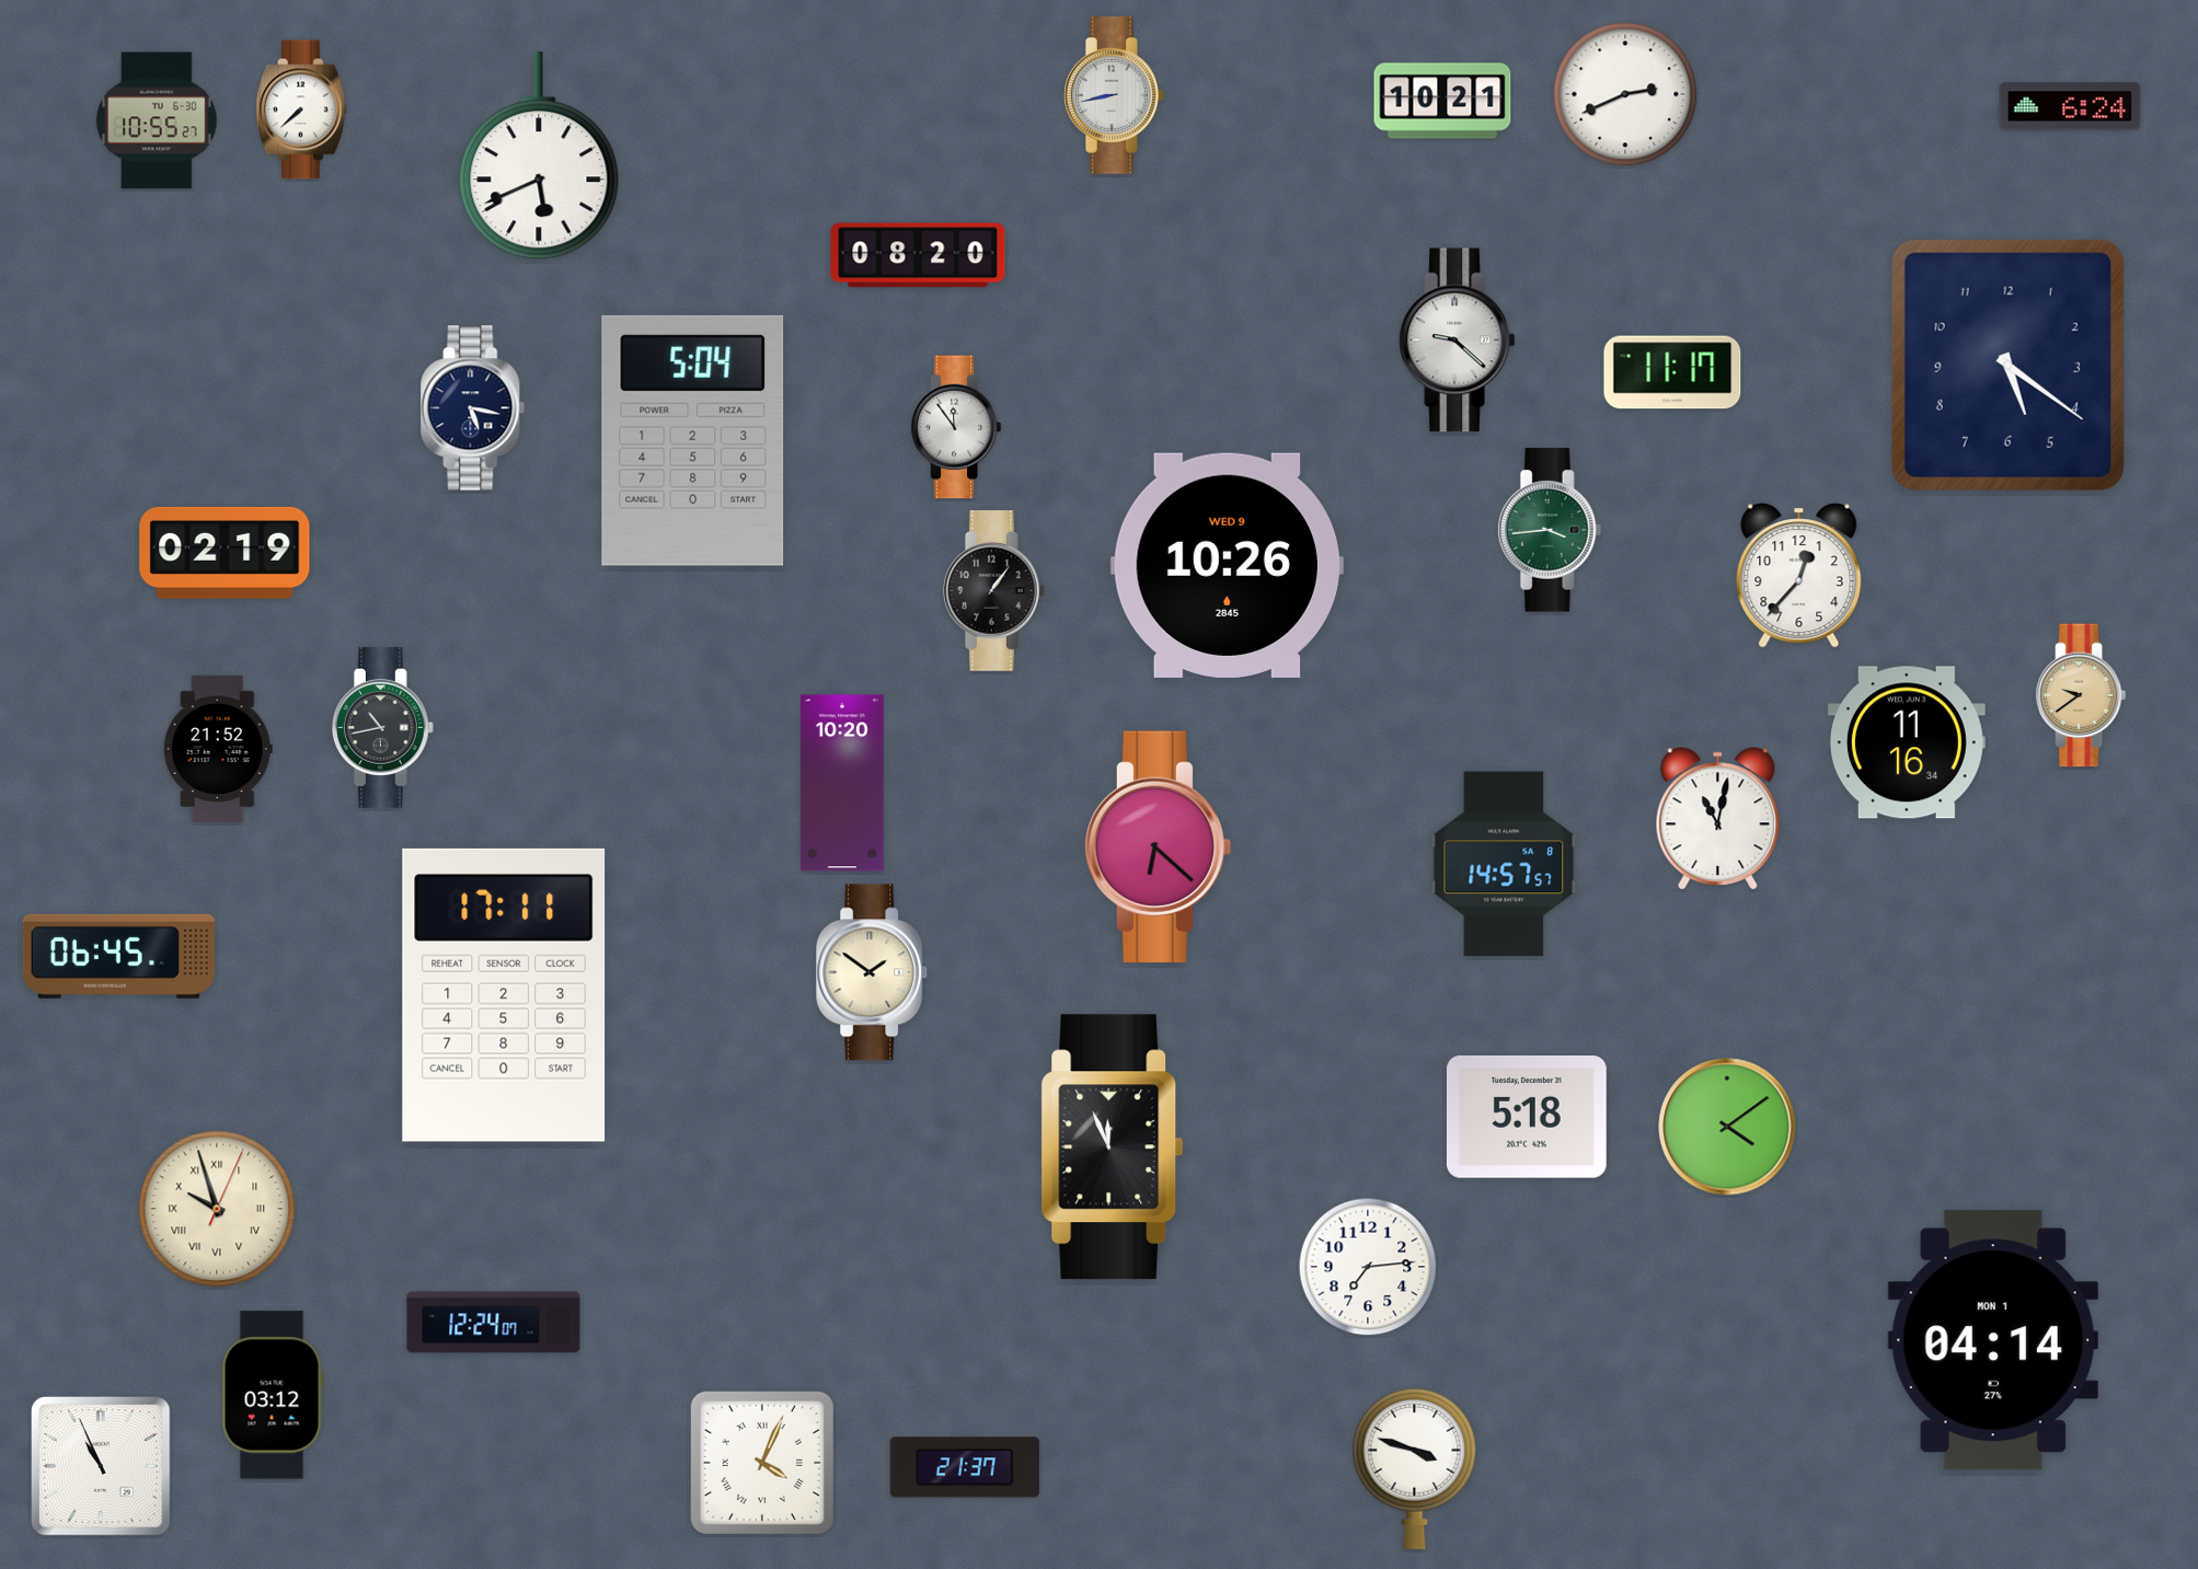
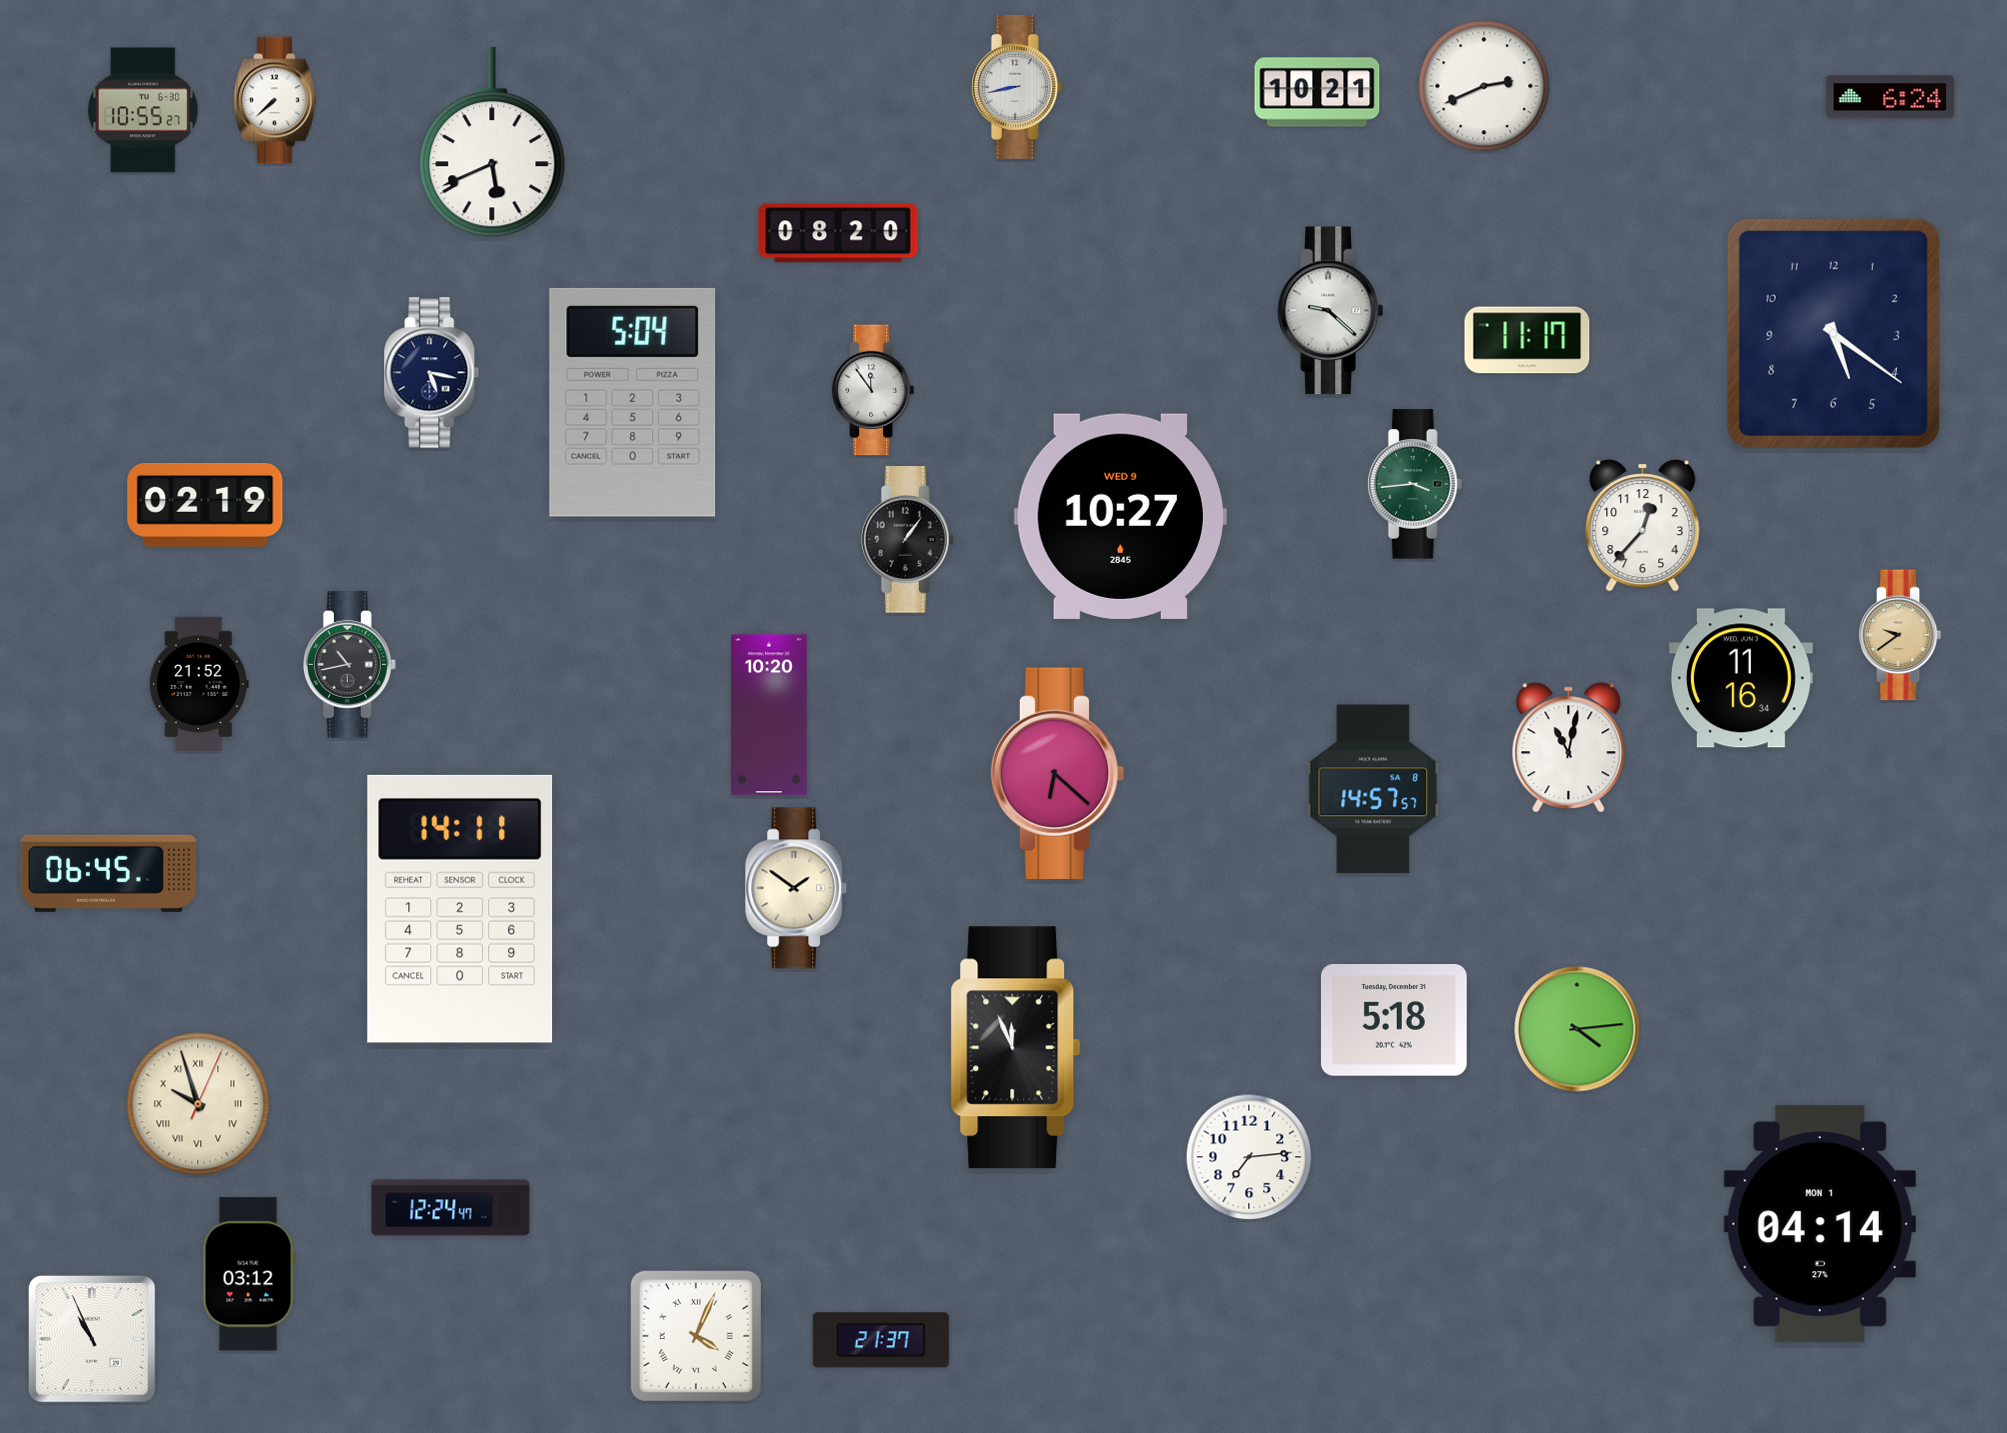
clock at (1227, 565): 10:26 -> 10:27
clock at (504, 995): 17:11 -> 14:11
clock at (1727, 1127): 4:09 -> 4:14
clock at (494, 1323): 12:24:07 -> 12:24:47
clock at (1415, 1468): 3:48 -> none
